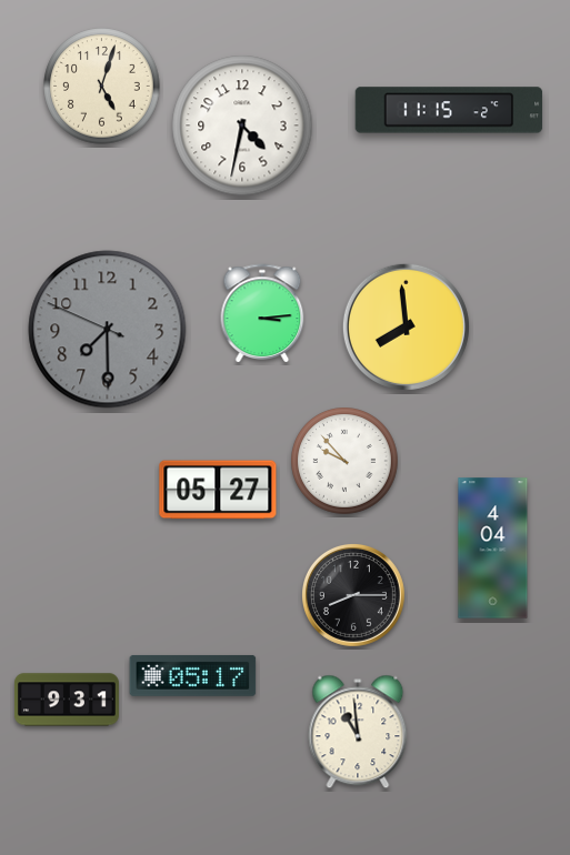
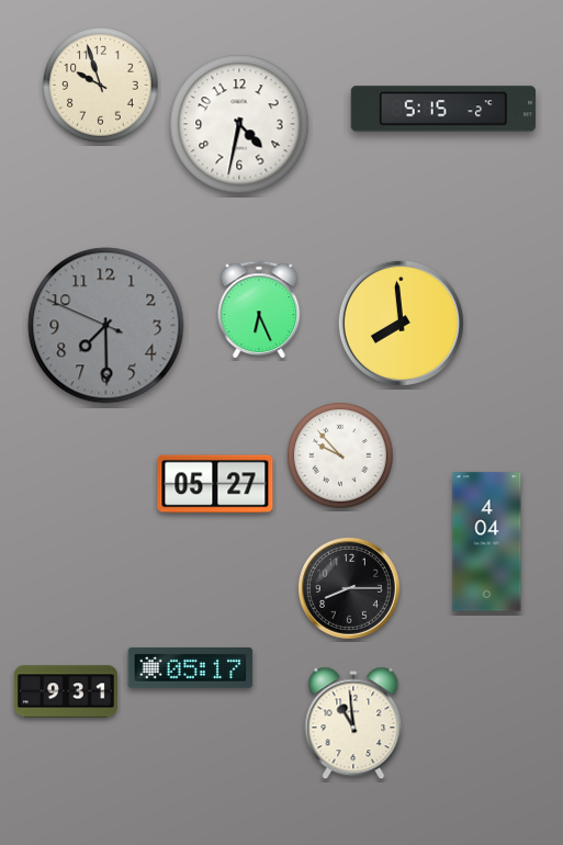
clock at (102, 87): 5:03 -> 9:57
clock at (449, 110): 11:15 -> 5:15
clock at (262, 313): 3:14 -> 6:26
